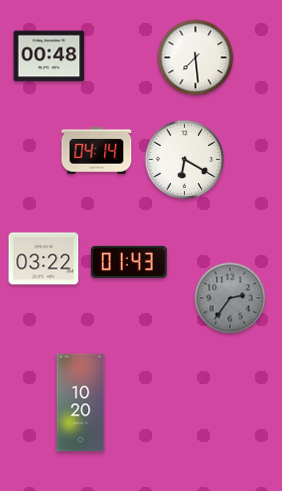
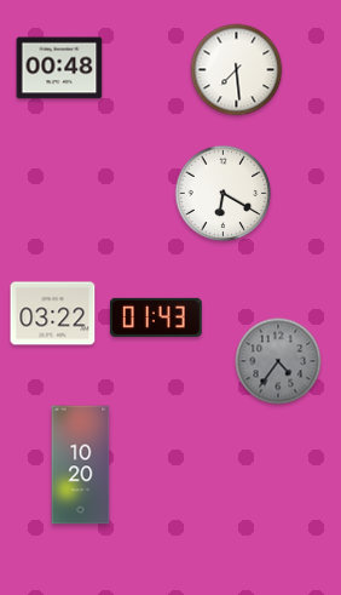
clock at (97, 151): 04:14 -> none
clock at (230, 298): 2:36 -> 4:36
clock at (81, 403) position: (81, 403) -> (81, 465)
